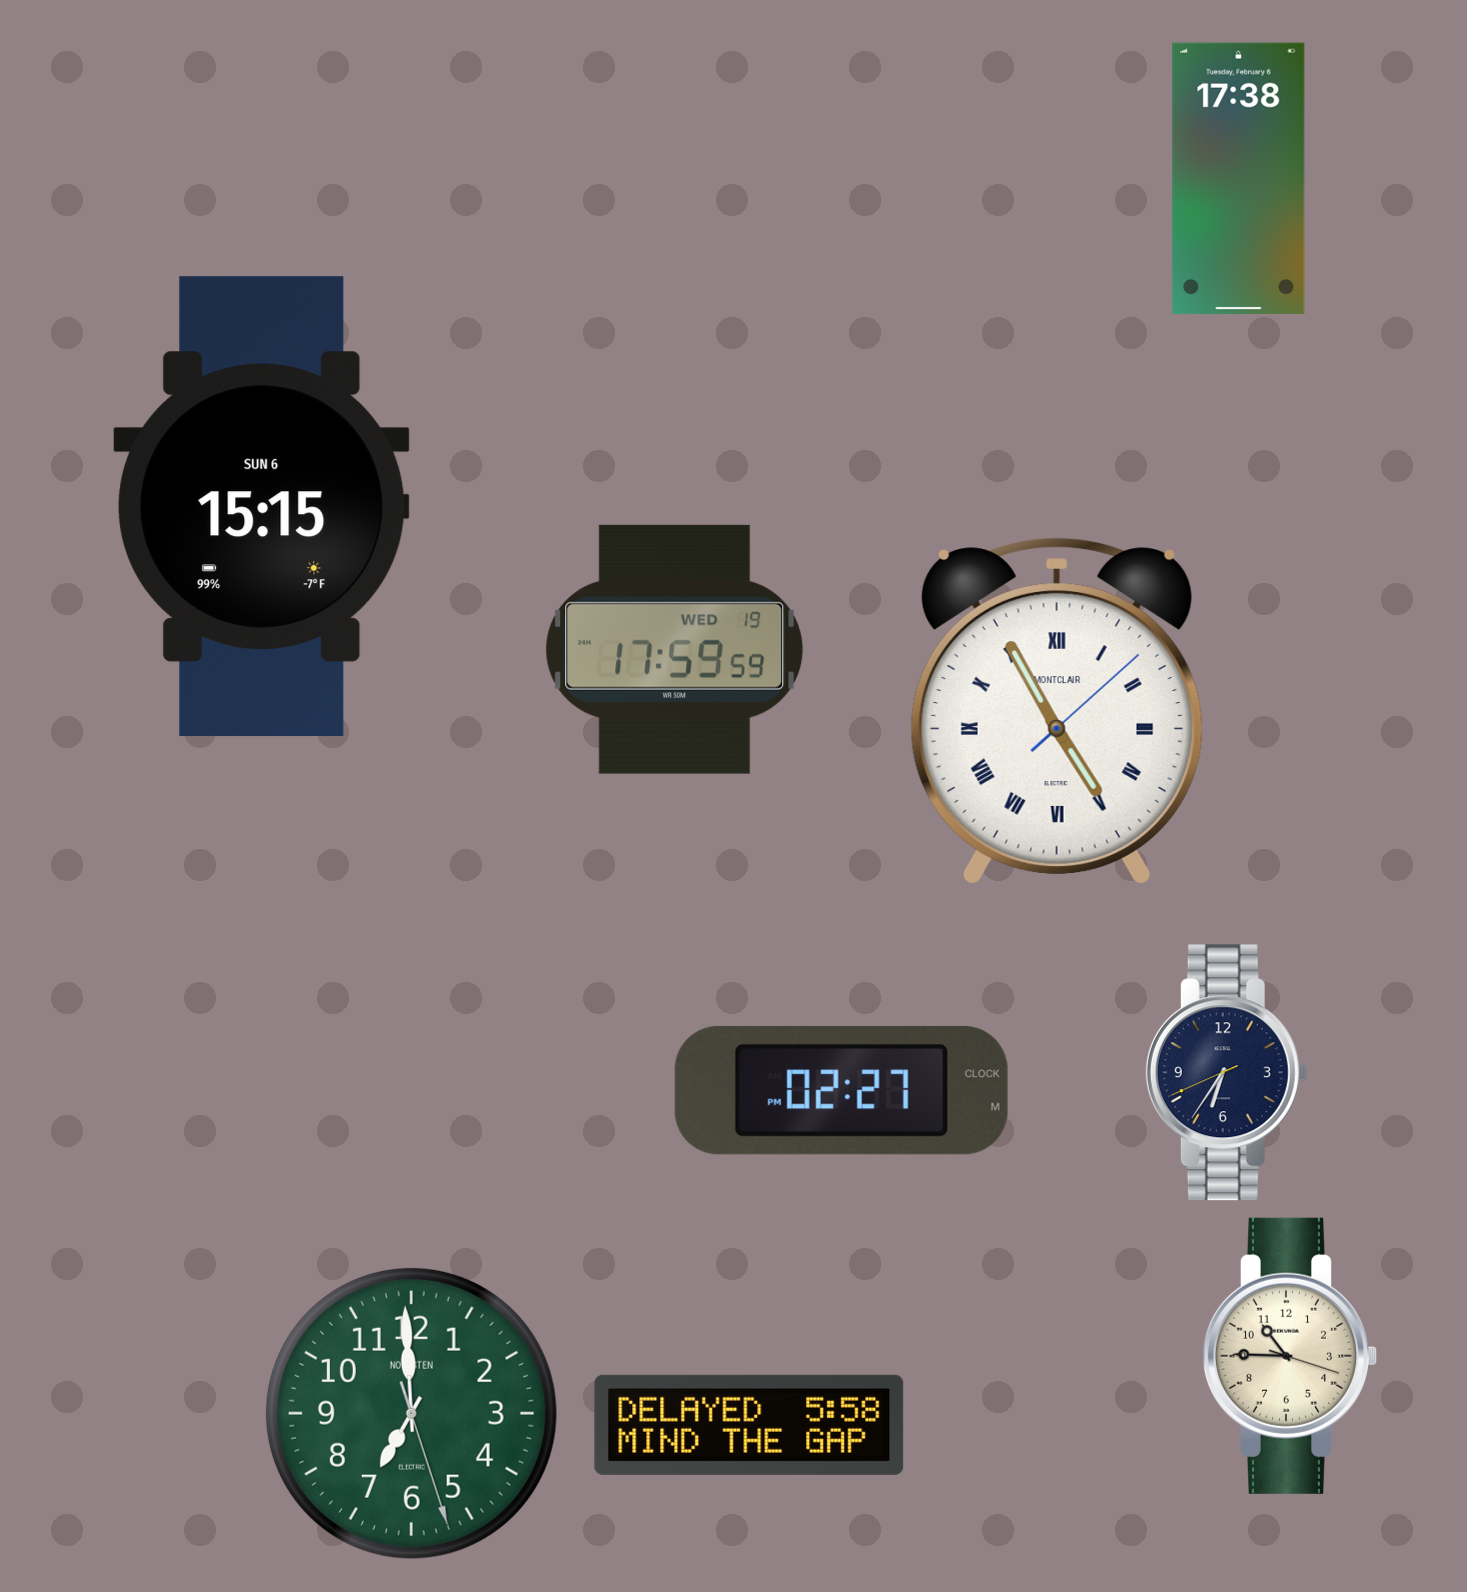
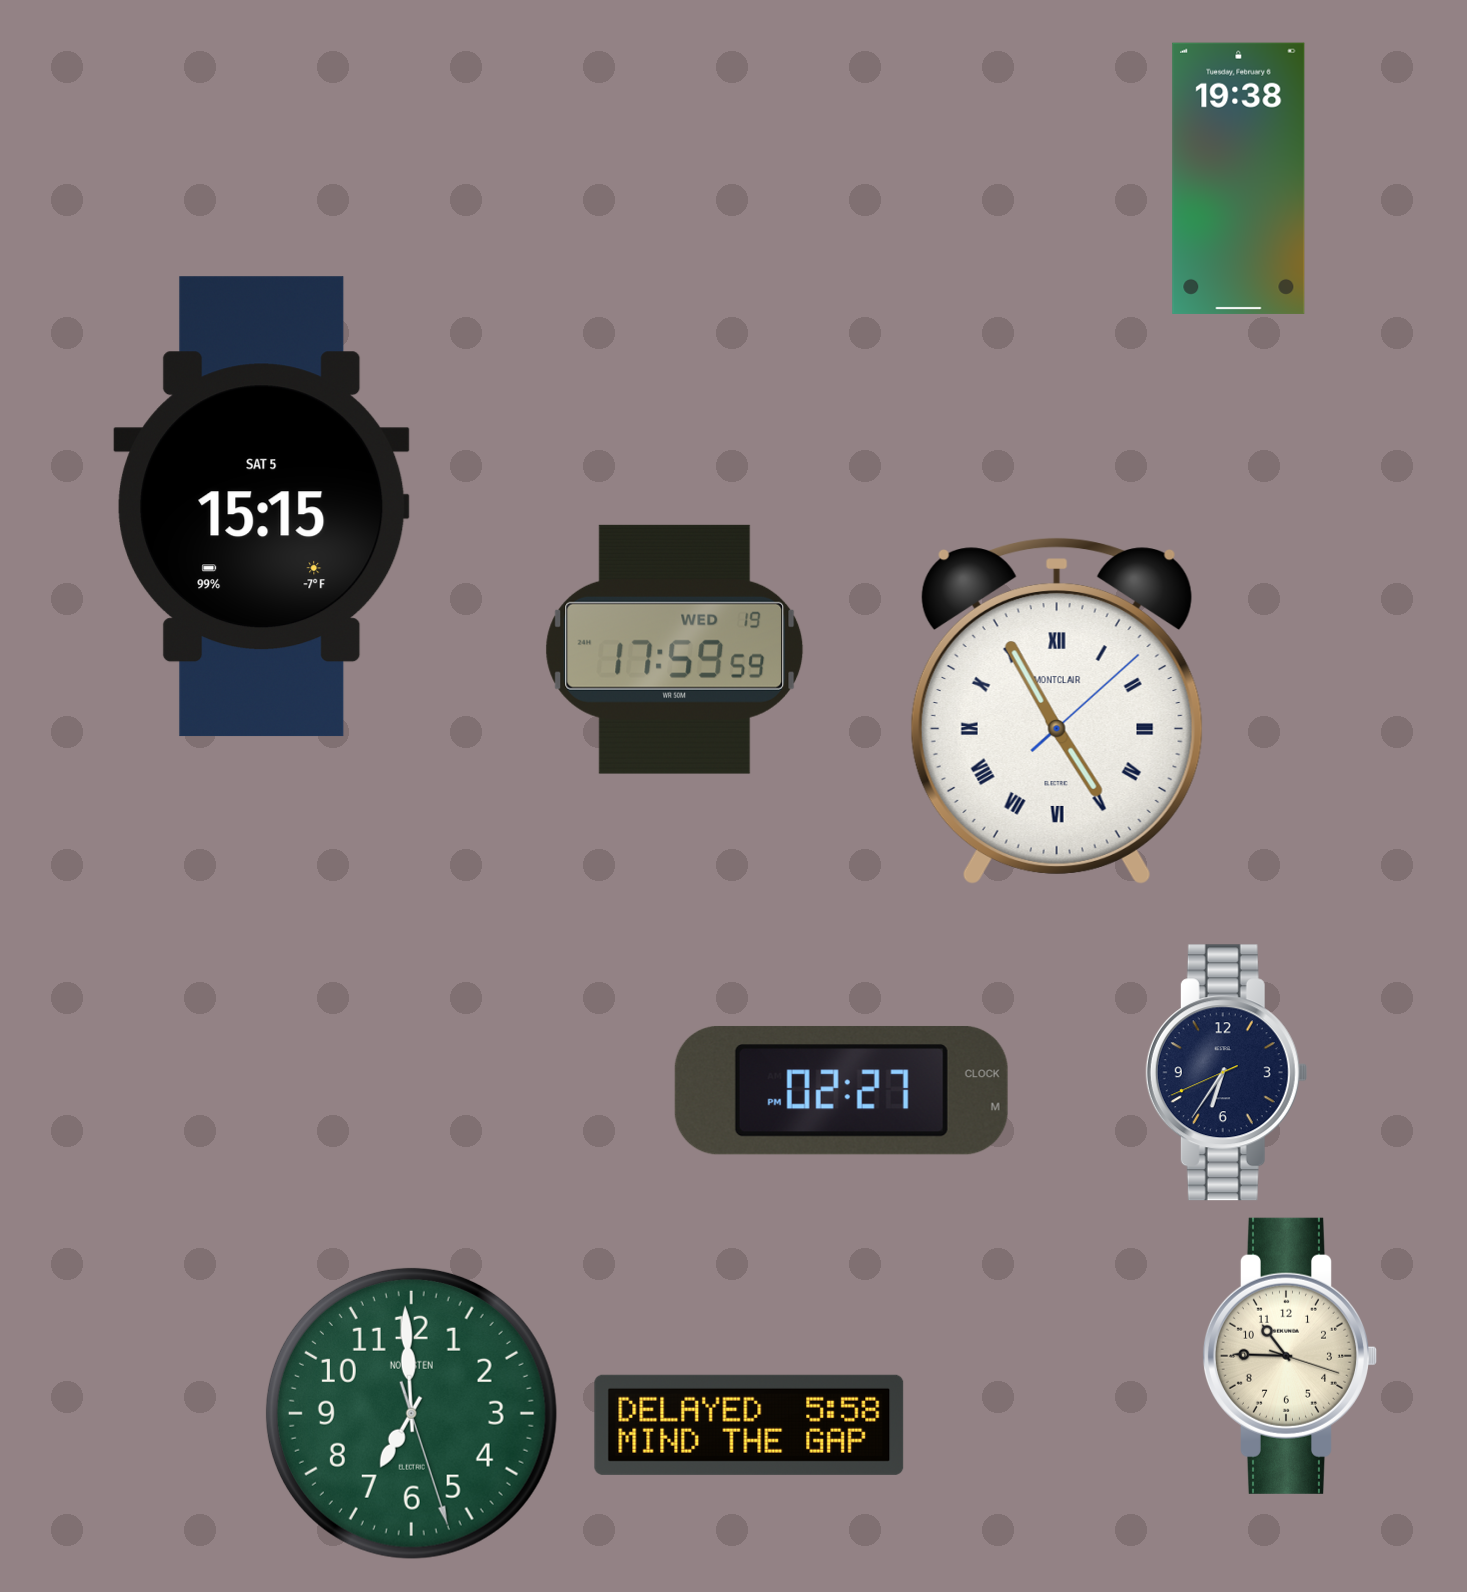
clock at (1239, 178): 17:38 -> 19:38
clock at (262, 507) date: SUN 6 -> SAT 5
